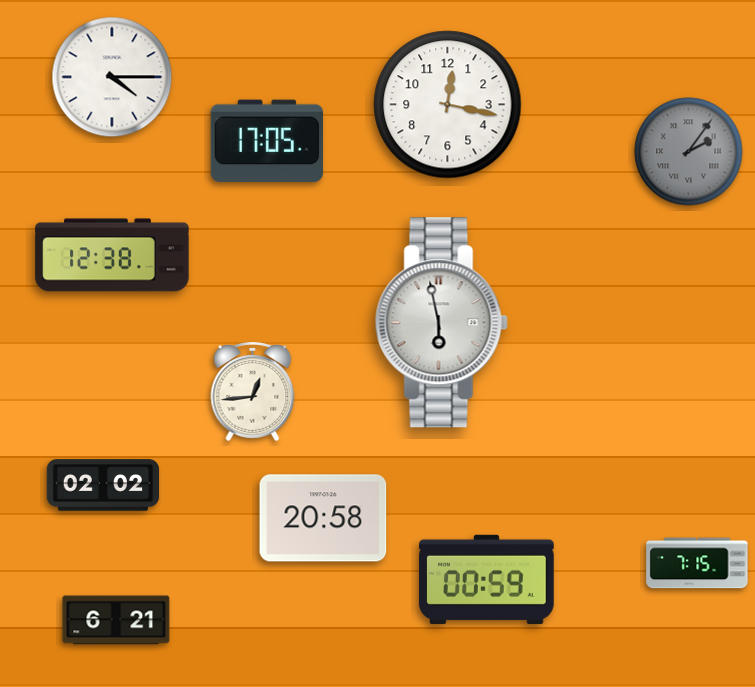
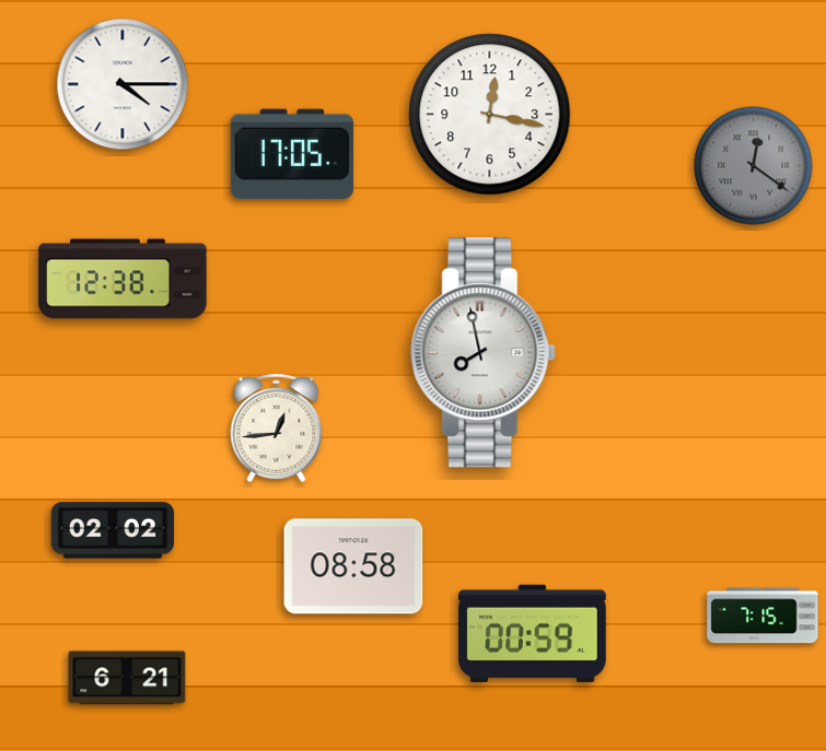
clock at (689, 152): 2:06 -> 12:21
clock at (441, 323): 5:58 -> 7:58
clock at (323, 518): 20:58 -> 08:58
